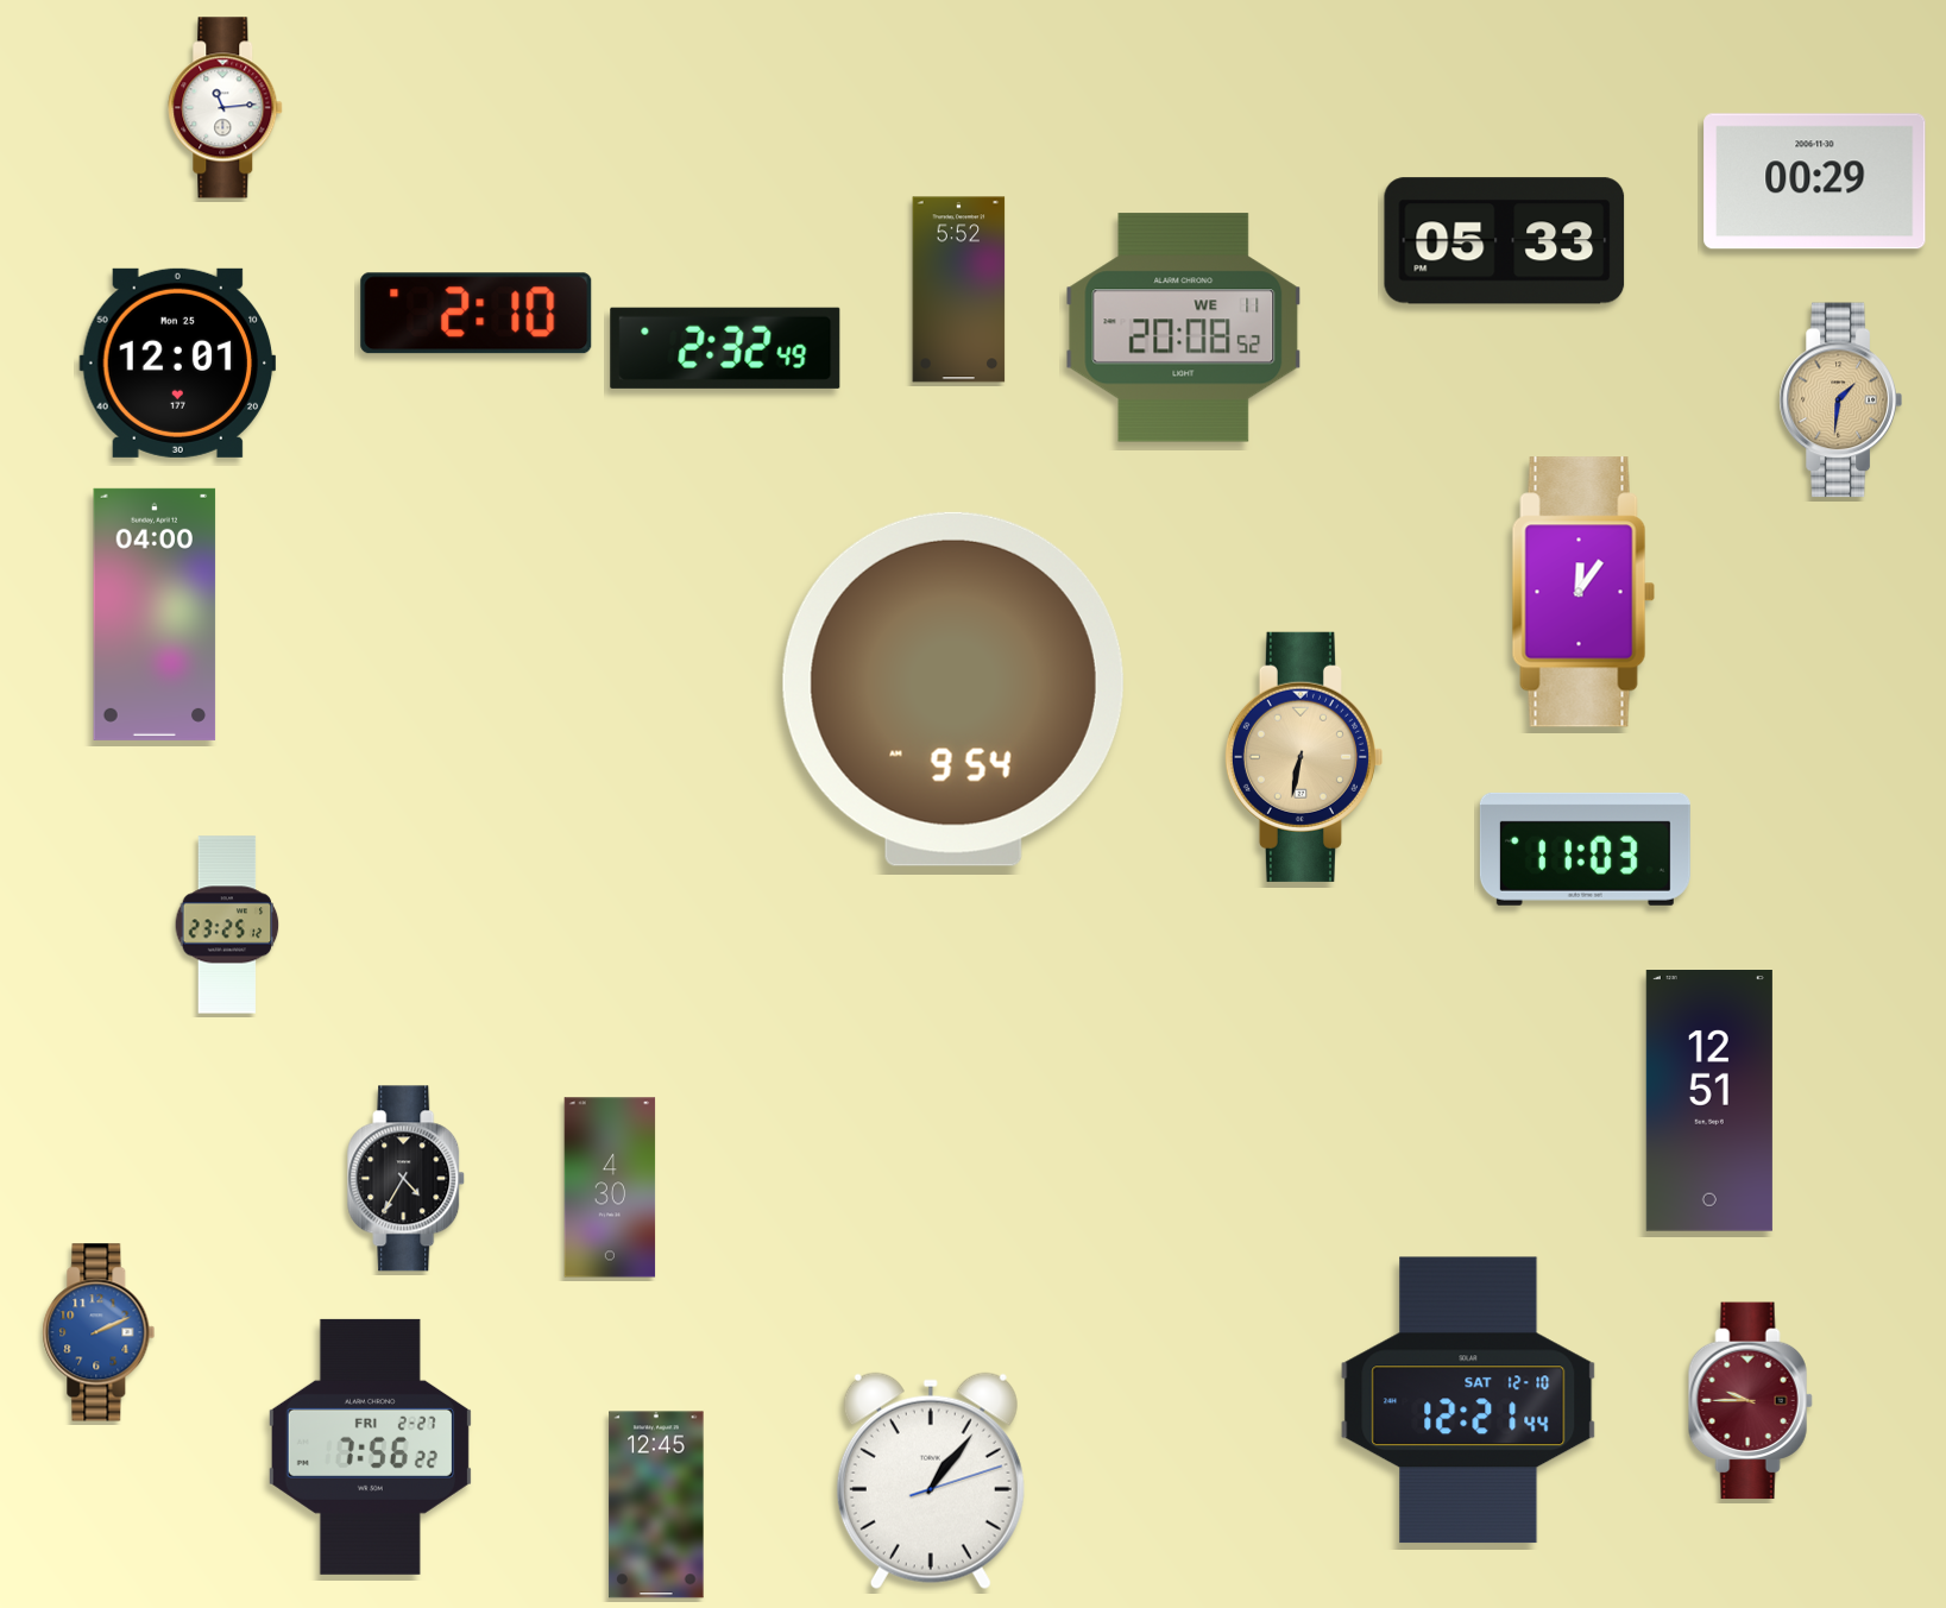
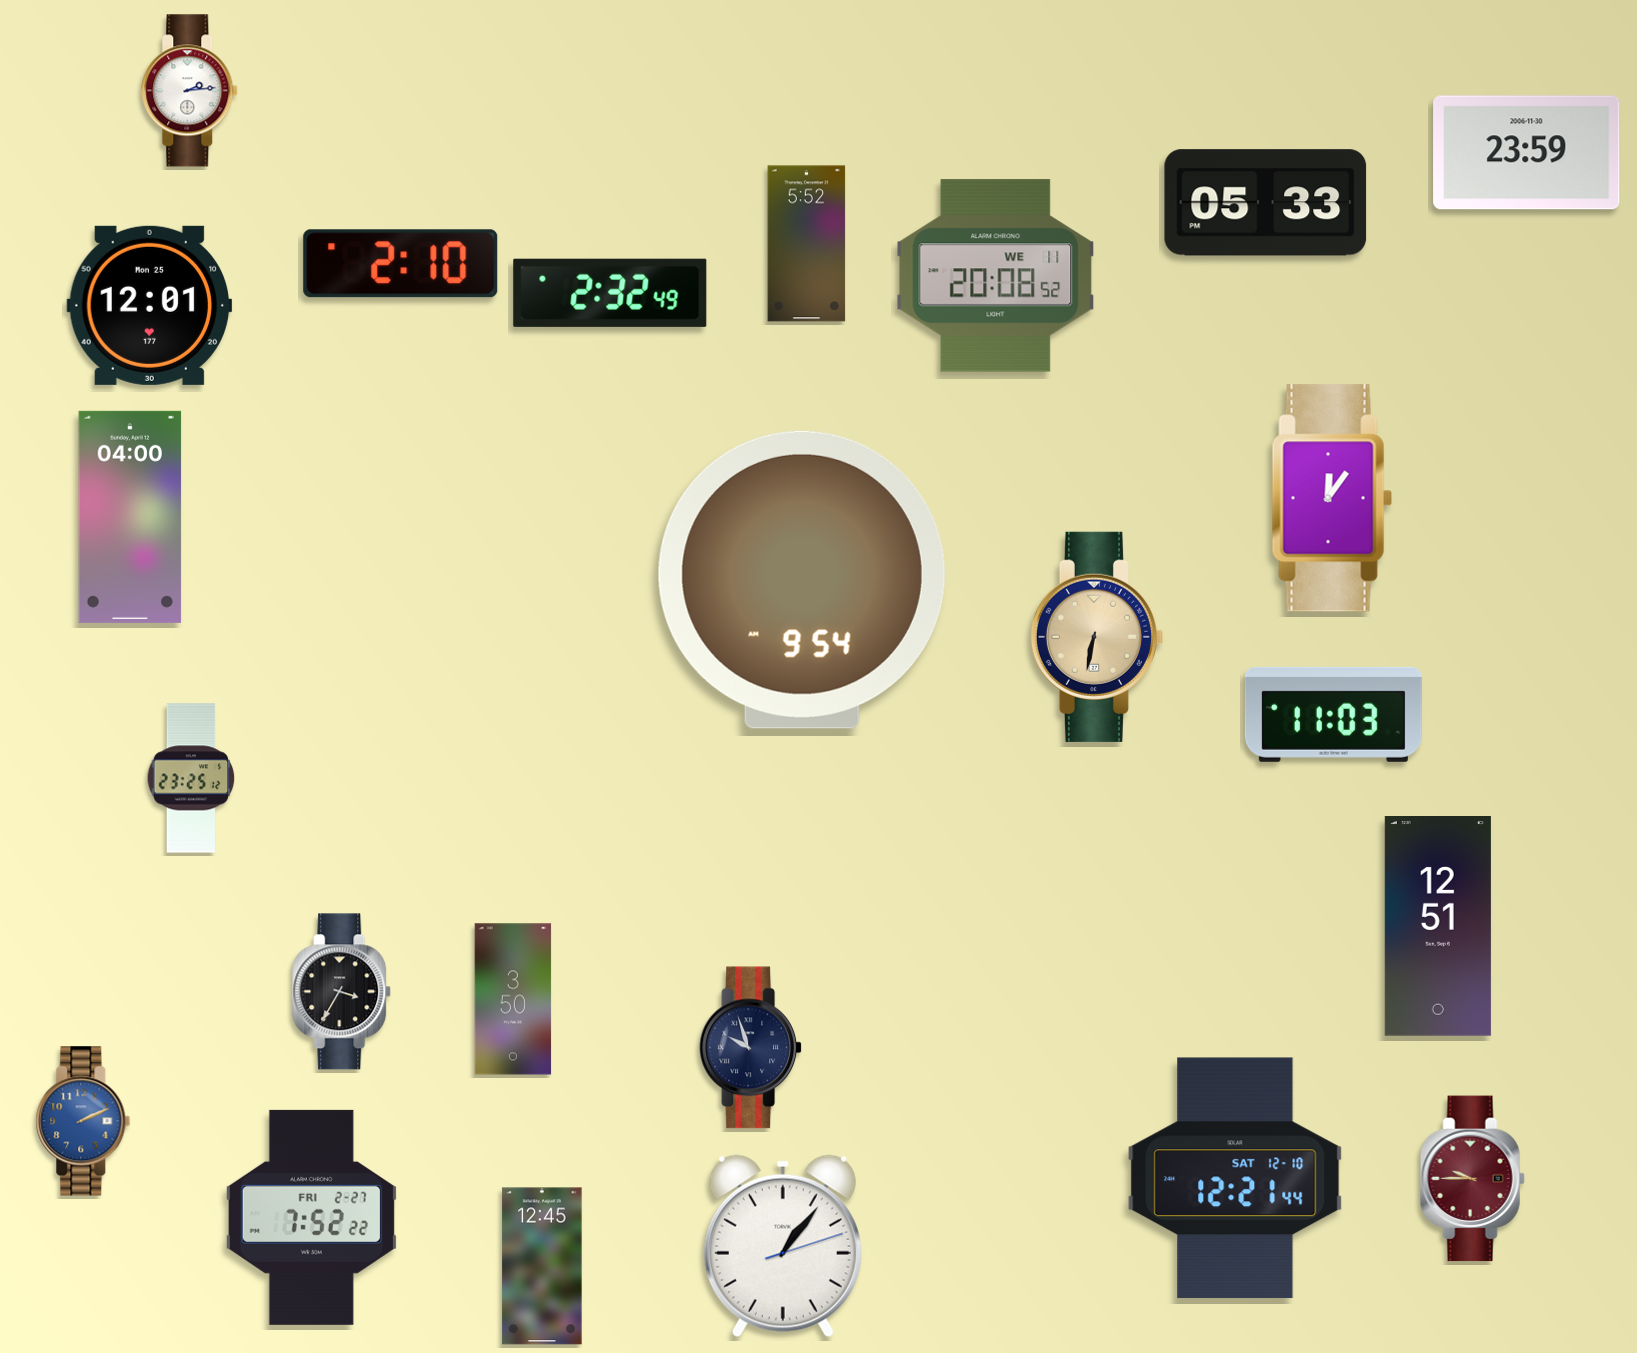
clock at (226, 108): 11:14 -> 2:14
clock at (1815, 182): 00:29 -> 23:59
clock at (1840, 401): 1:31 -> none
clock at (407, 1179): 4:35 -> 3:35
clock at (610, 1187): 4:30 -> 3:50
clock at (751, 1048): none -> 9:57
clock at (370, 1446): 7:56 -> 7:52
clock at (656, 1505) position: (656, 1505) -> (542, 1266)
